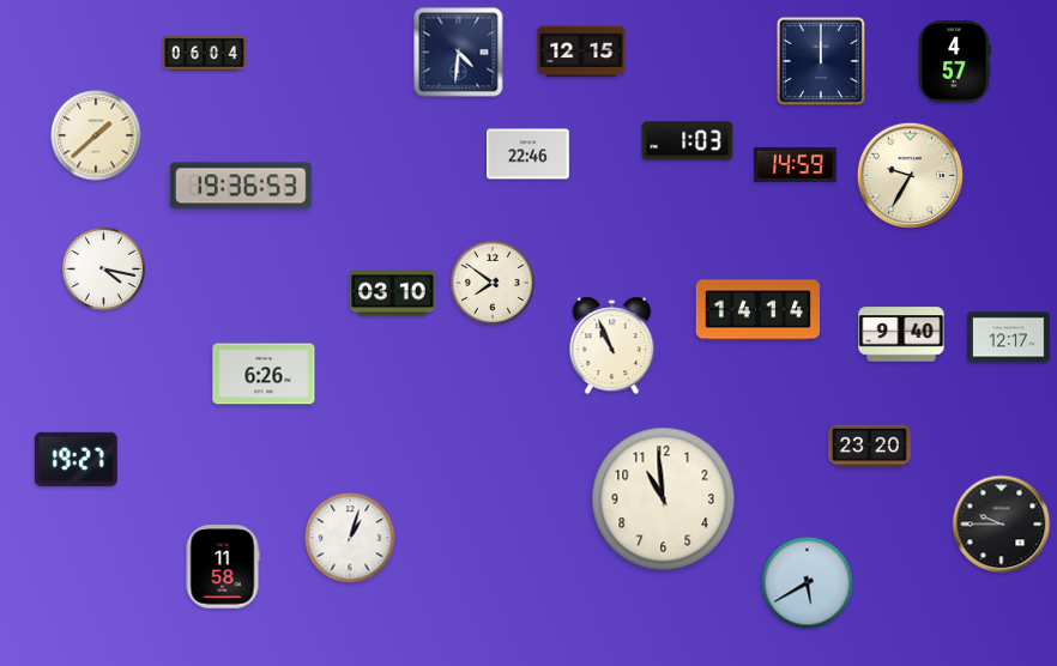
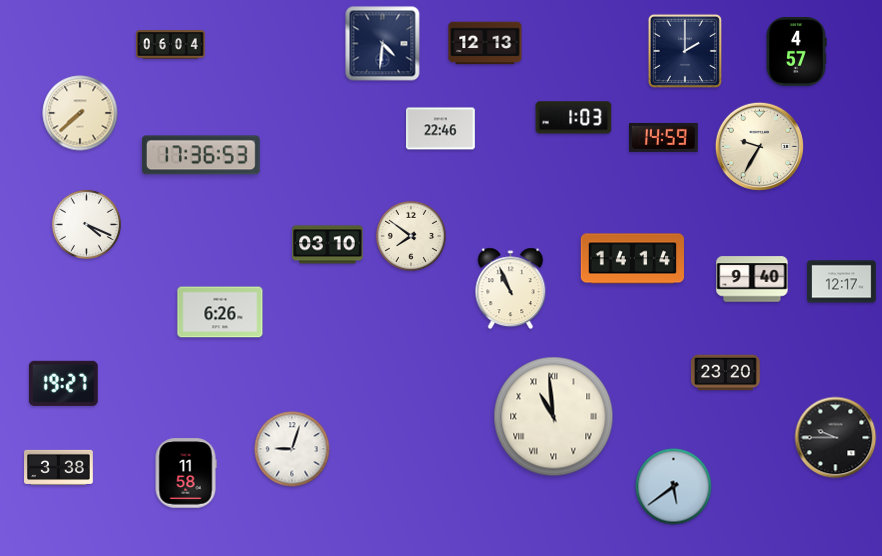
clock at (581, 52): 12:15 -> 12:13
clock at (821, 61): 12:00 -> 2:00
clock at (96, 135): 1:38 -> 7:38
clock at (241, 186): 19:36 -> 17:36
clock at (103, 268): 4:17 -> 4:19
clock at (664, 500) numerals: Arabic -> Roman
clock at (350, 538): 1:03 -> 9:03
clock at (59, 467): none -> 3:38
clock at (808, 583): 5:40 -> 5:39
